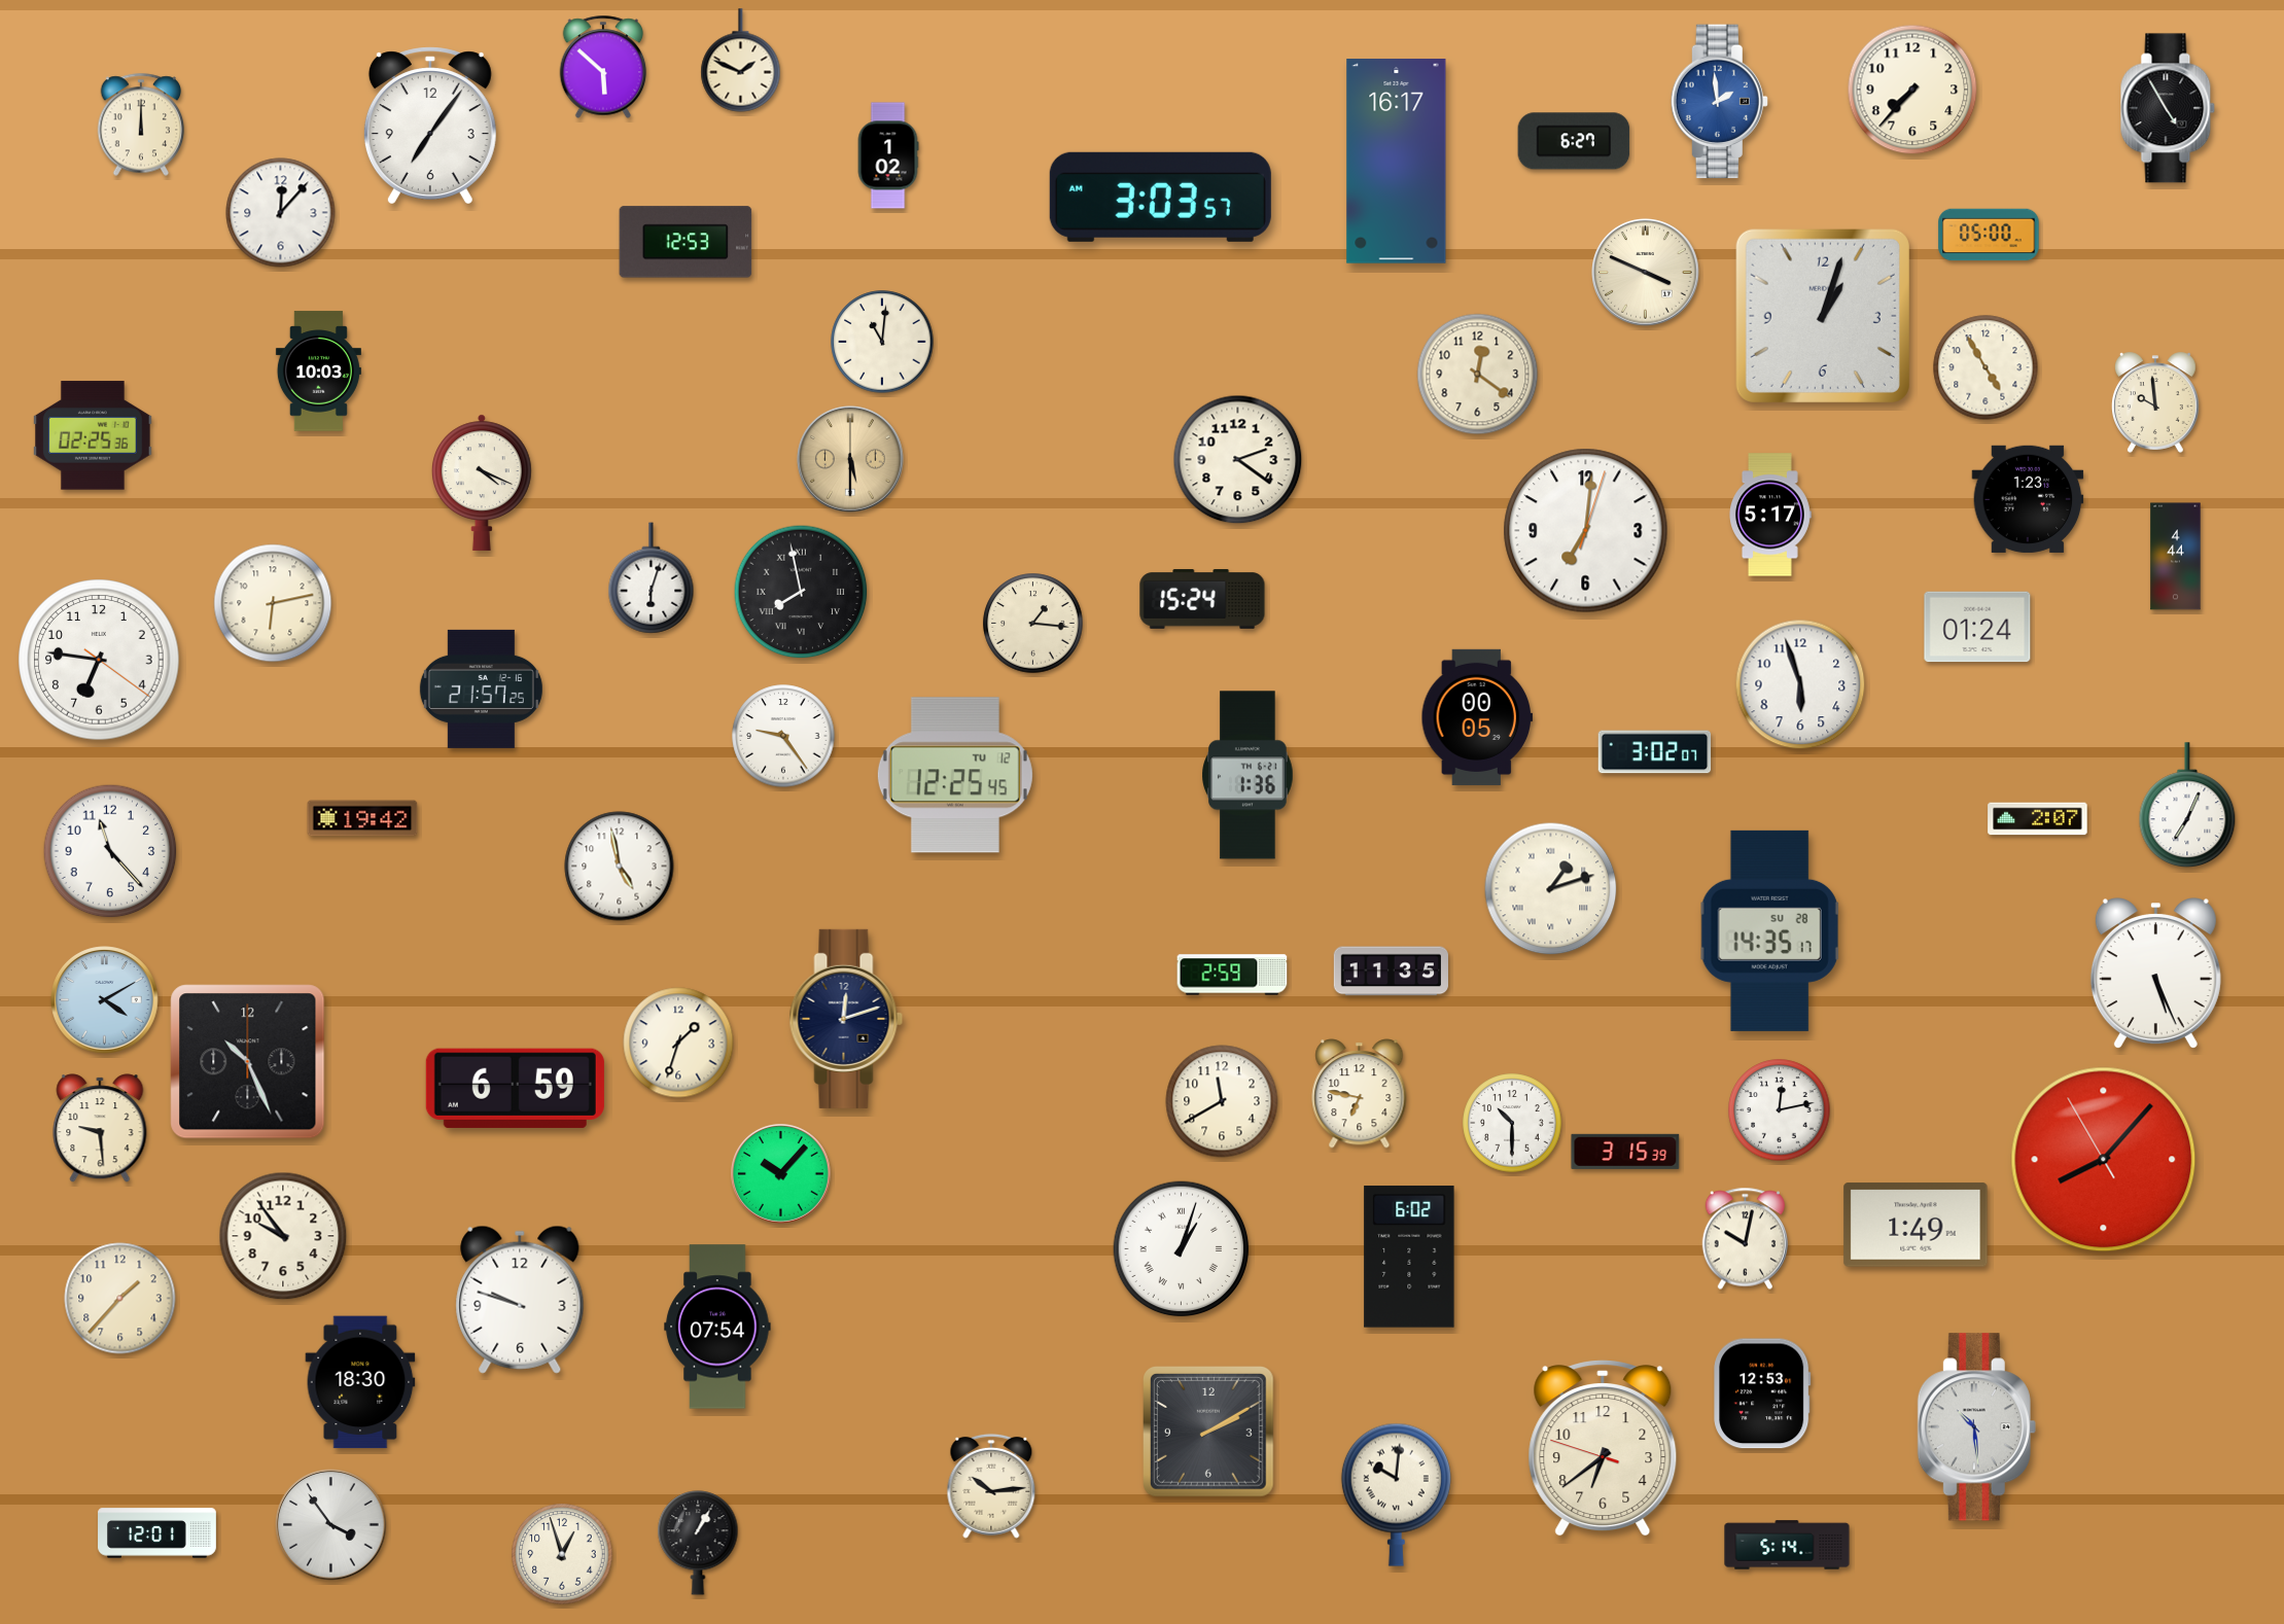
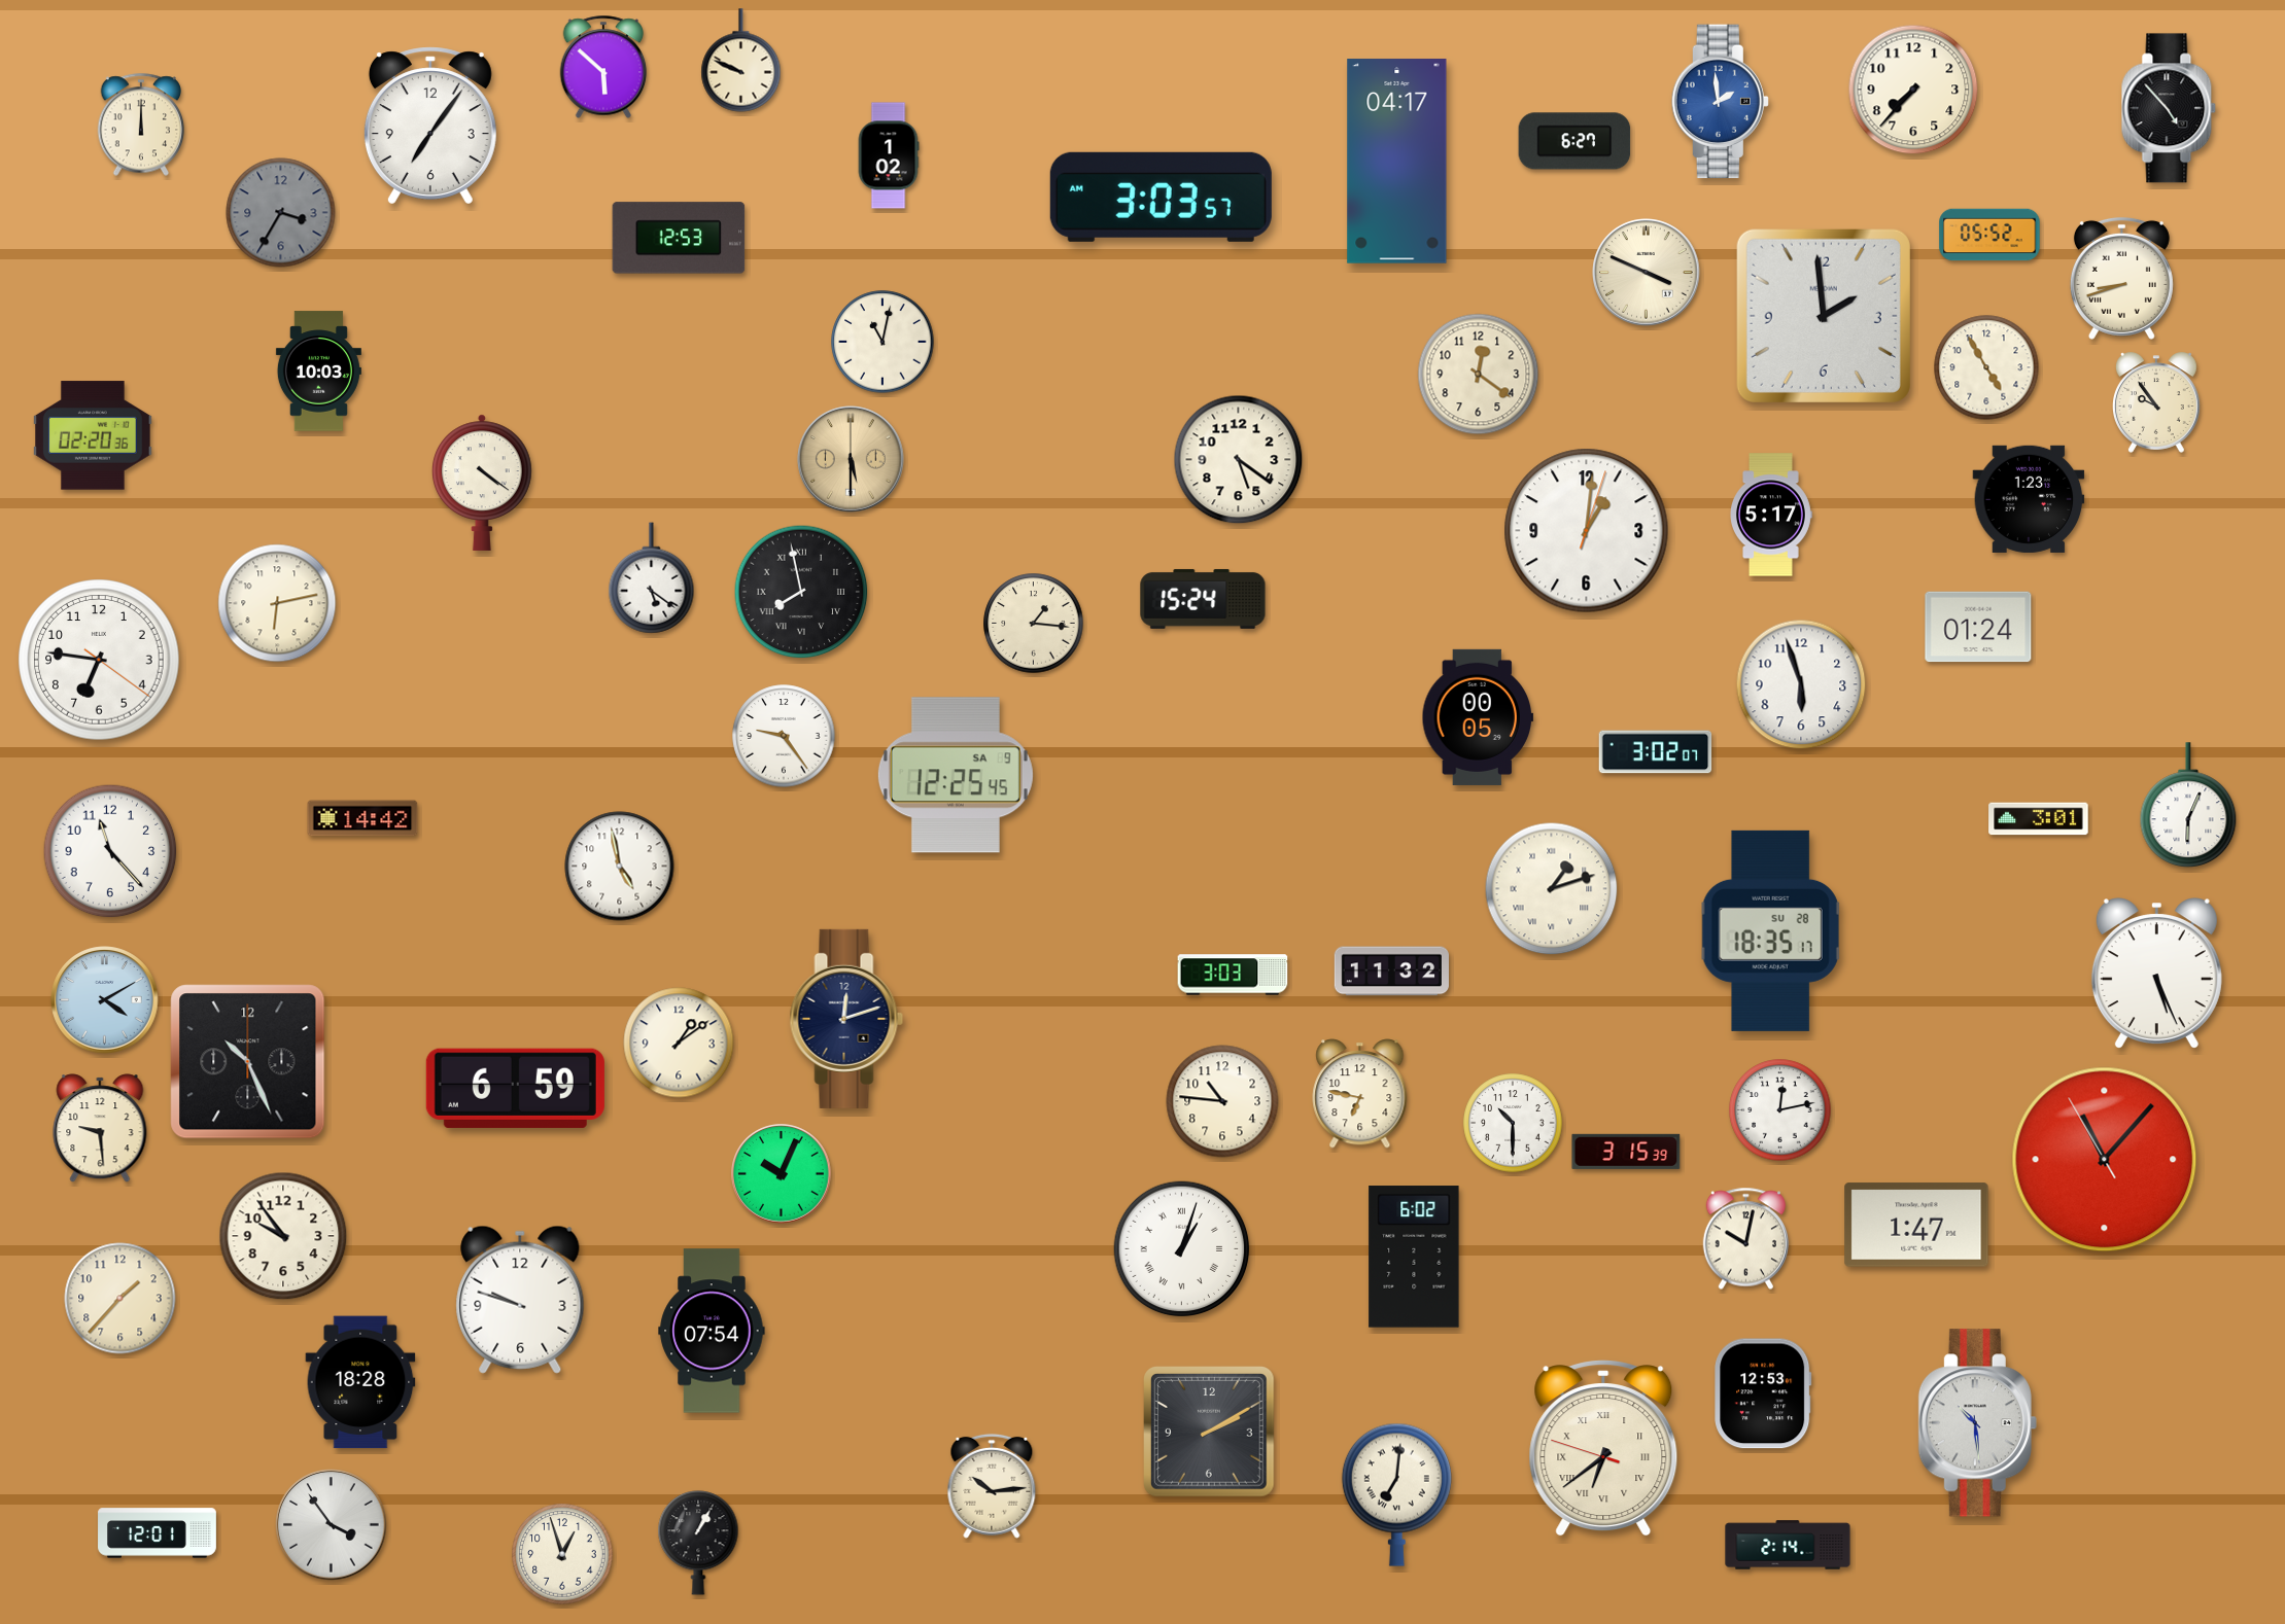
clock at (741, 61): 1:49 -> 9:49
clock at (2168, 108): 4:55 -> 4:53
clock at (1397, 162): 16:17 -> 04:17
clock at (281, 213): 12:07 -> 3:35
clock at (281, 213) dial: white -> grey
clock at (1989, 235): 05:00 -> 05:52
clock at (686, 242) position: (686, 242) -> (679, 238)
clock at (2121, 278): none -> 8:42
clock at (1823, 316): 1:03 -> 1:59
clock at (882, 342): 11:01 -> 11:02
clock at (2156, 402): 9:59 -> 9:54
clock at (94, 435): 02:25 -> 02:20
clock at (1238, 460): 2:21 -> 5:21
clock at (482, 483): 4:19 -> 4:21
clock at (1586, 531): 7:01 -> 1:01
clock at (2176, 557): 4:44 -> none
clock at (652, 578): 6:03 -> 5:21
clock at (273, 603) position: (273, 603) -> (277, 603)
clock at (481, 689): 21:57 -> none
clock at (955, 775) date: TU 12 -> SA 9
clock at (1248, 775): 1:36 -> none
clock at (2187, 806): 7:04 -> 6:04
clock at (362, 818): 19:42 -> 14:42
clock at (2038, 819): 2:07 -> 3:01
clock at (1770, 930): 14:35 -> 18:35
clock at (1391, 972): 11:35 -> 11:32
clock at (1232, 975): 2:59 -> 3:03
clock at (678, 1043): 1:33 -> 1:09
clock at (1222, 1101): 11:40 -> 10:46
clock at (2104, 1160): 8:06 -> 11:06
clock at (781, 1174): 10:07 -> 10:04
clock at (1916, 1225): 1:49 -> 1:47
clock at (1409, 1257) position: (1409, 1257) -> (1414, 1257)
clock at (717, 1327) position: (717, 1327) -> (712, 1331)
clock at (360, 1382): 18:30 -> 18:28
clock at (1976, 1427) position: (1976, 1427) -> (1977, 1423)
clock at (1603, 1448) numerals: Arabic -> Roman
clock at (1396, 1494): 10:01 -> 7:01
clock at (1787, 1545): 5:14 -> 2:14
